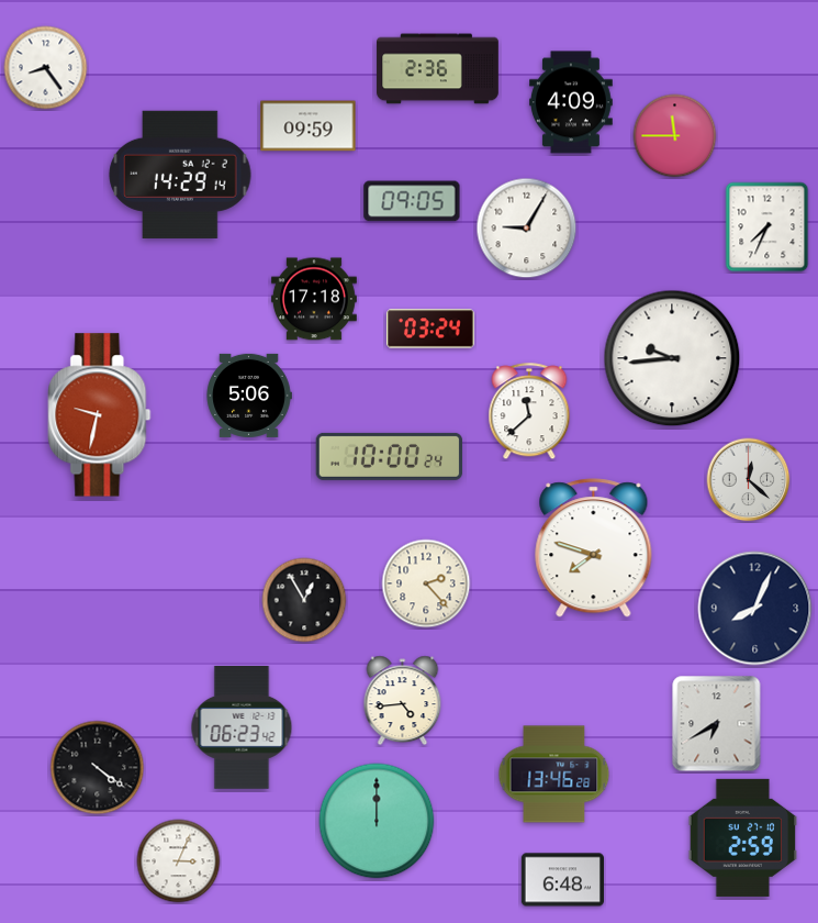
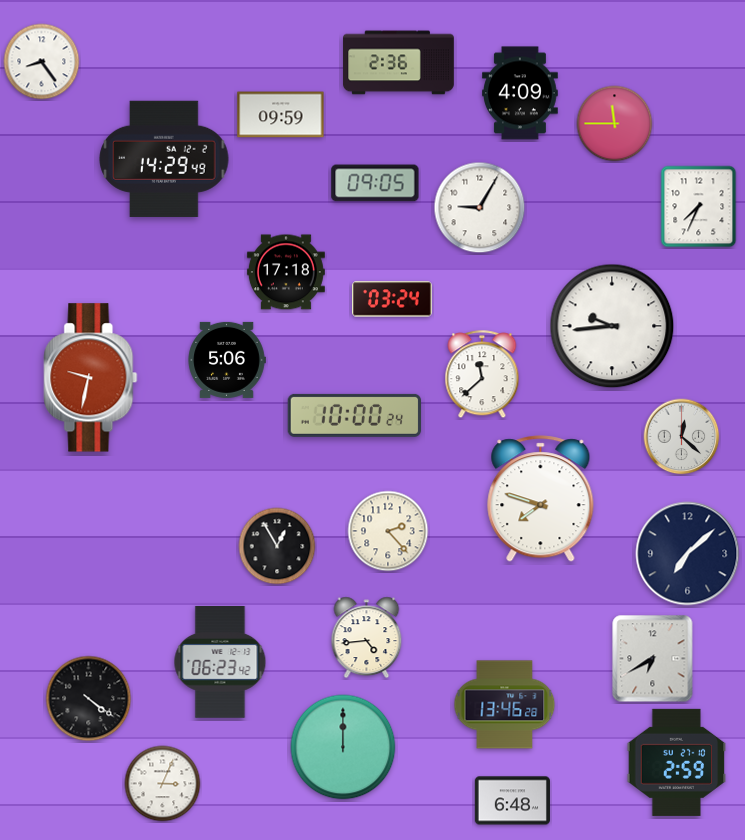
clock at (180, 175): 14:29:14 -> 14:29:49
clock at (755, 609): 8:04 -> 7:08
